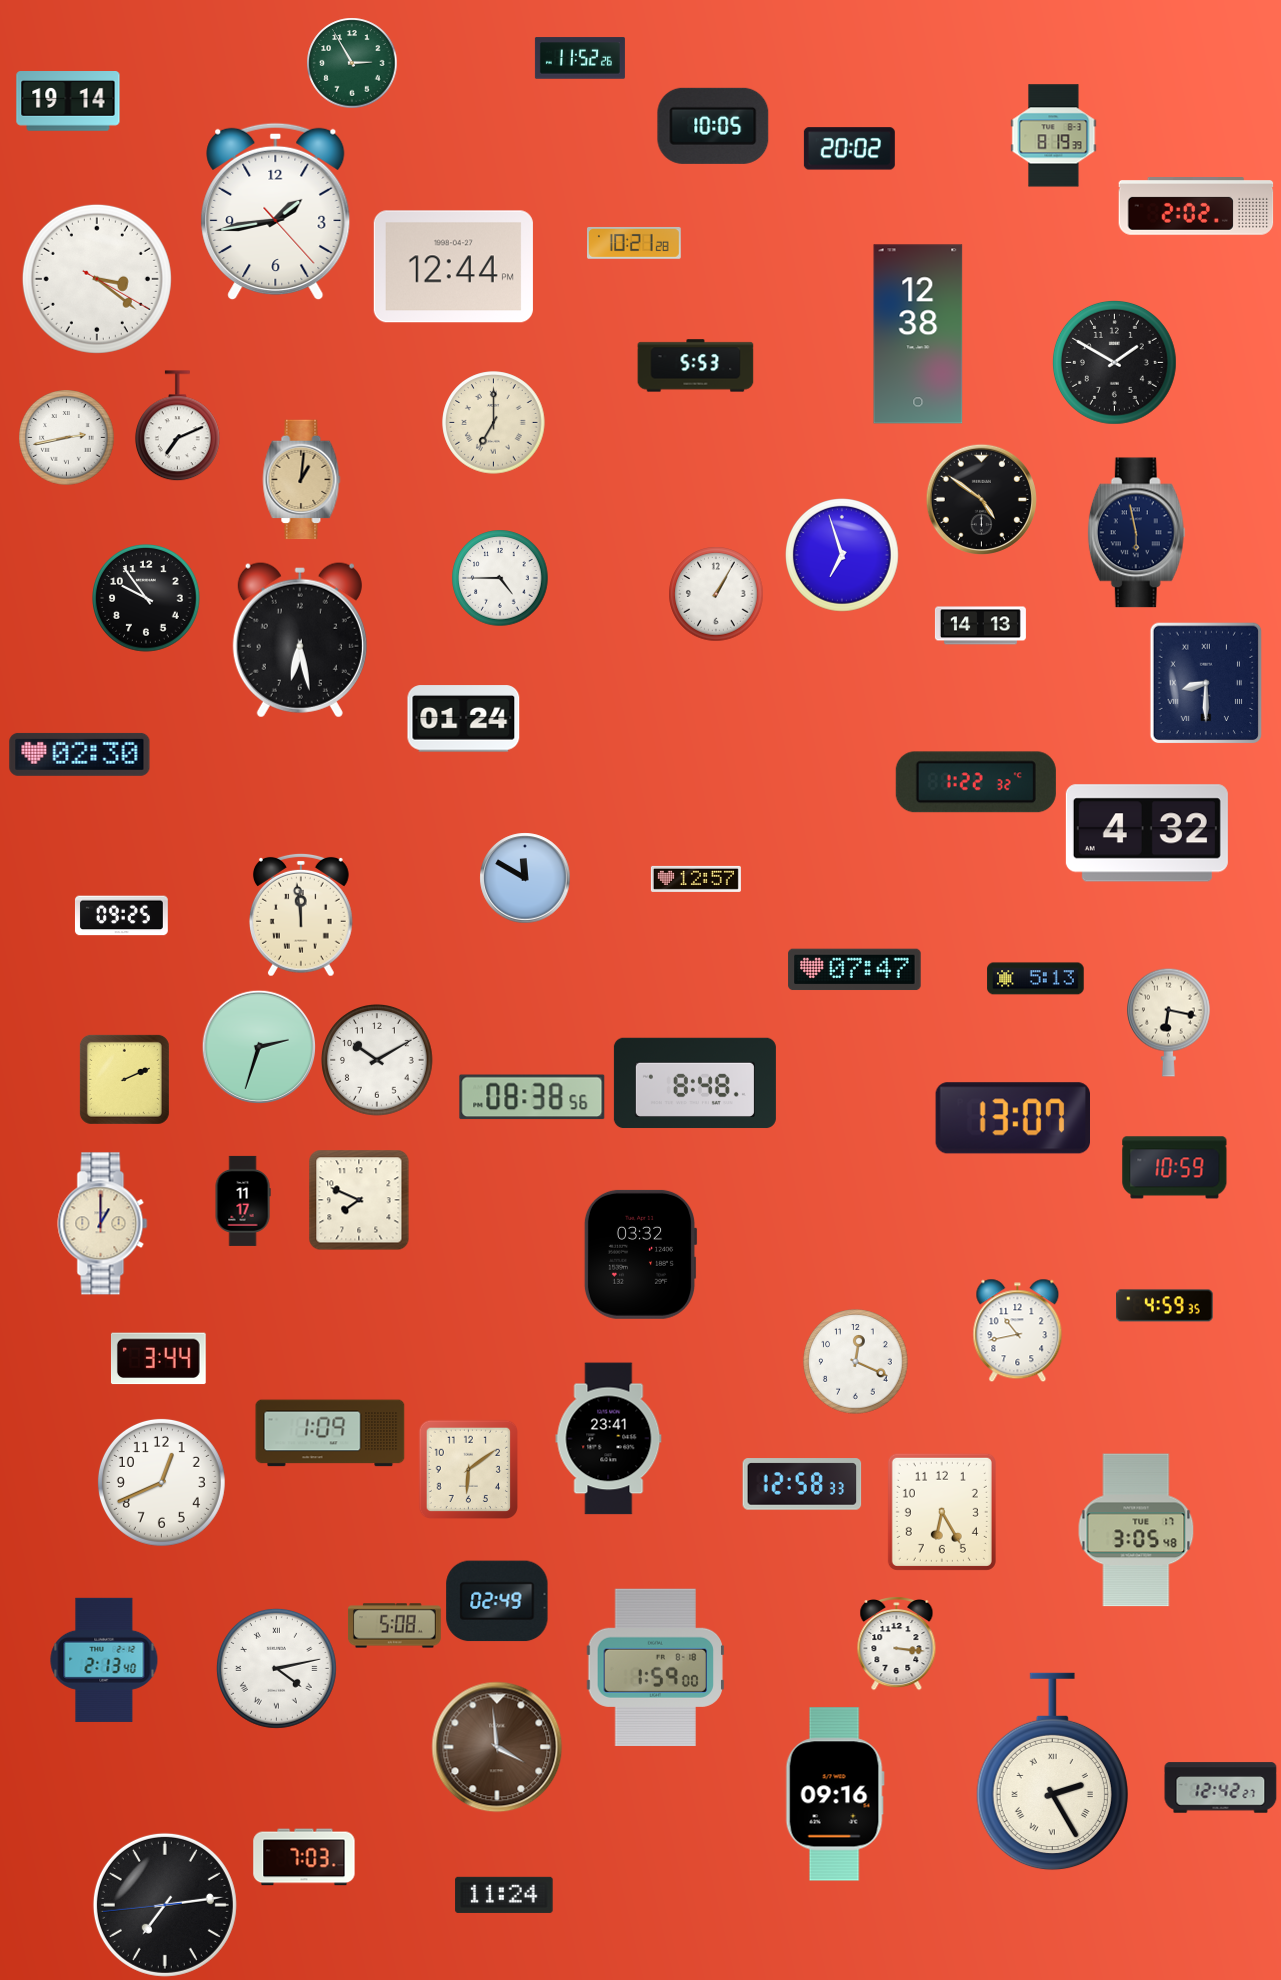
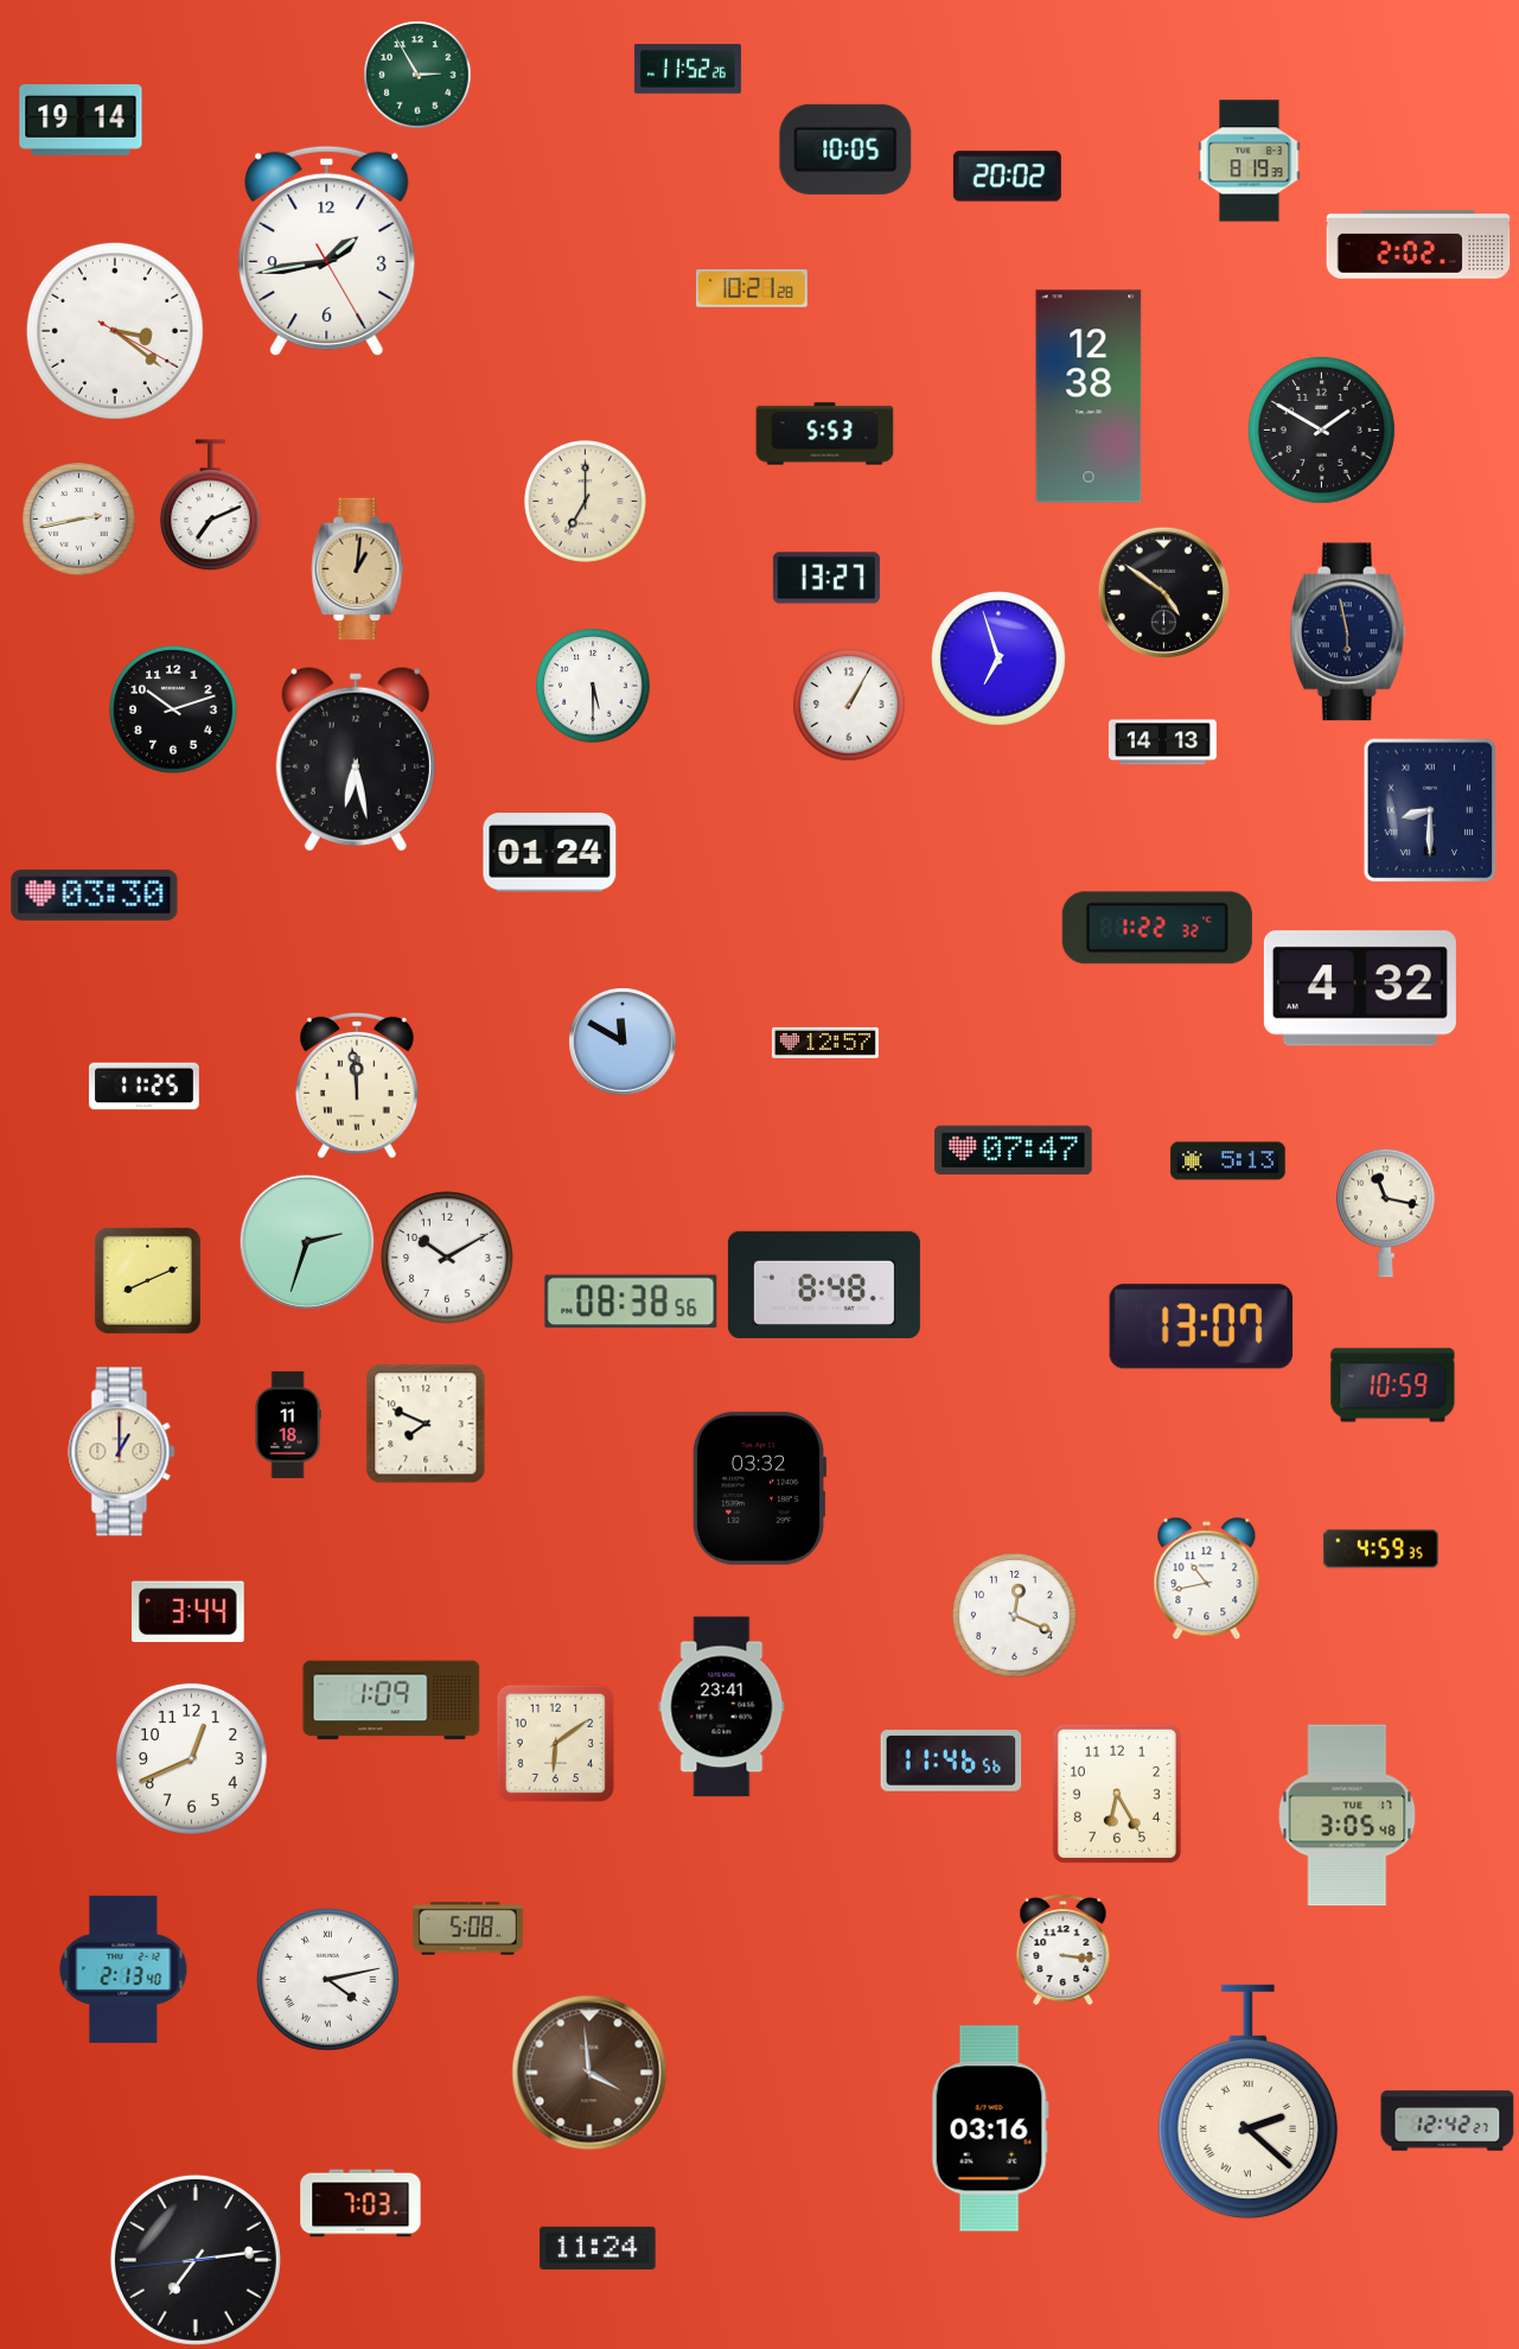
clock at (276, 212): 1:43:23 -> 1:43:25
clock at (453, 267): 12:44 -> none
clock at (826, 578): none -> 13:27
clock at (500, 578): 4:45 -> 5:30
clock at (146, 598): 9:54 -> 10:12
clock at (80, 754): 02:30 -> 03:30
clock at (121, 916): 09:25 -> 11:25
clock at (1169, 1022): 6:17 -> 11:17
clock at (124, 1079): 2:11 -> 8:11
clock at (243, 1201): 11:17 -> 11:18
clock at (802, 1484): 12:58 -> 11:46
clock at (497, 1601): 02:49 -> none
clock at (656, 1667): 1:59 -> none
clock at (1052, 1772): 2:25 -> 2:22
clock at (835, 1794): 09:16 -> 03:16
